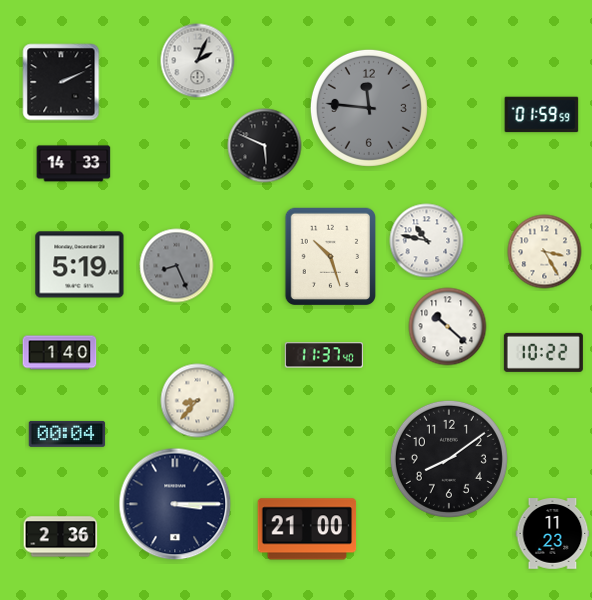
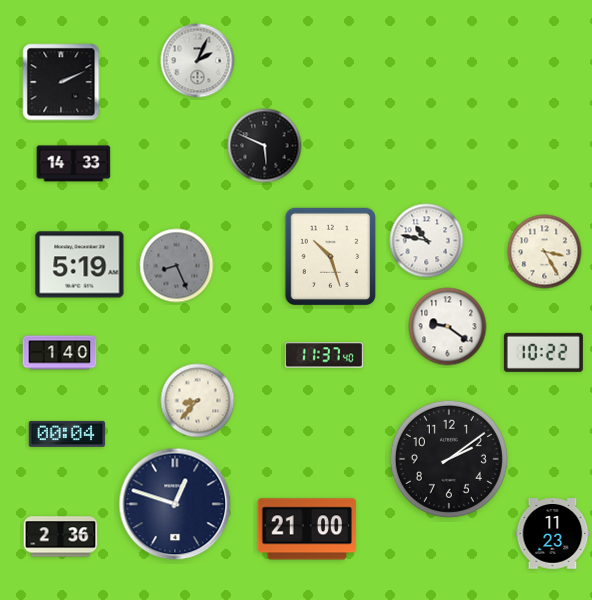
clock at (369, 108): 11:46 -> none
clock at (542, 115): 01:59 -> none
clock at (448, 327): 10:22 -> 9:21
clock at (449, 459): 8:09 -> 2:09
clock at (175, 504): 3:15 -> 12:48
